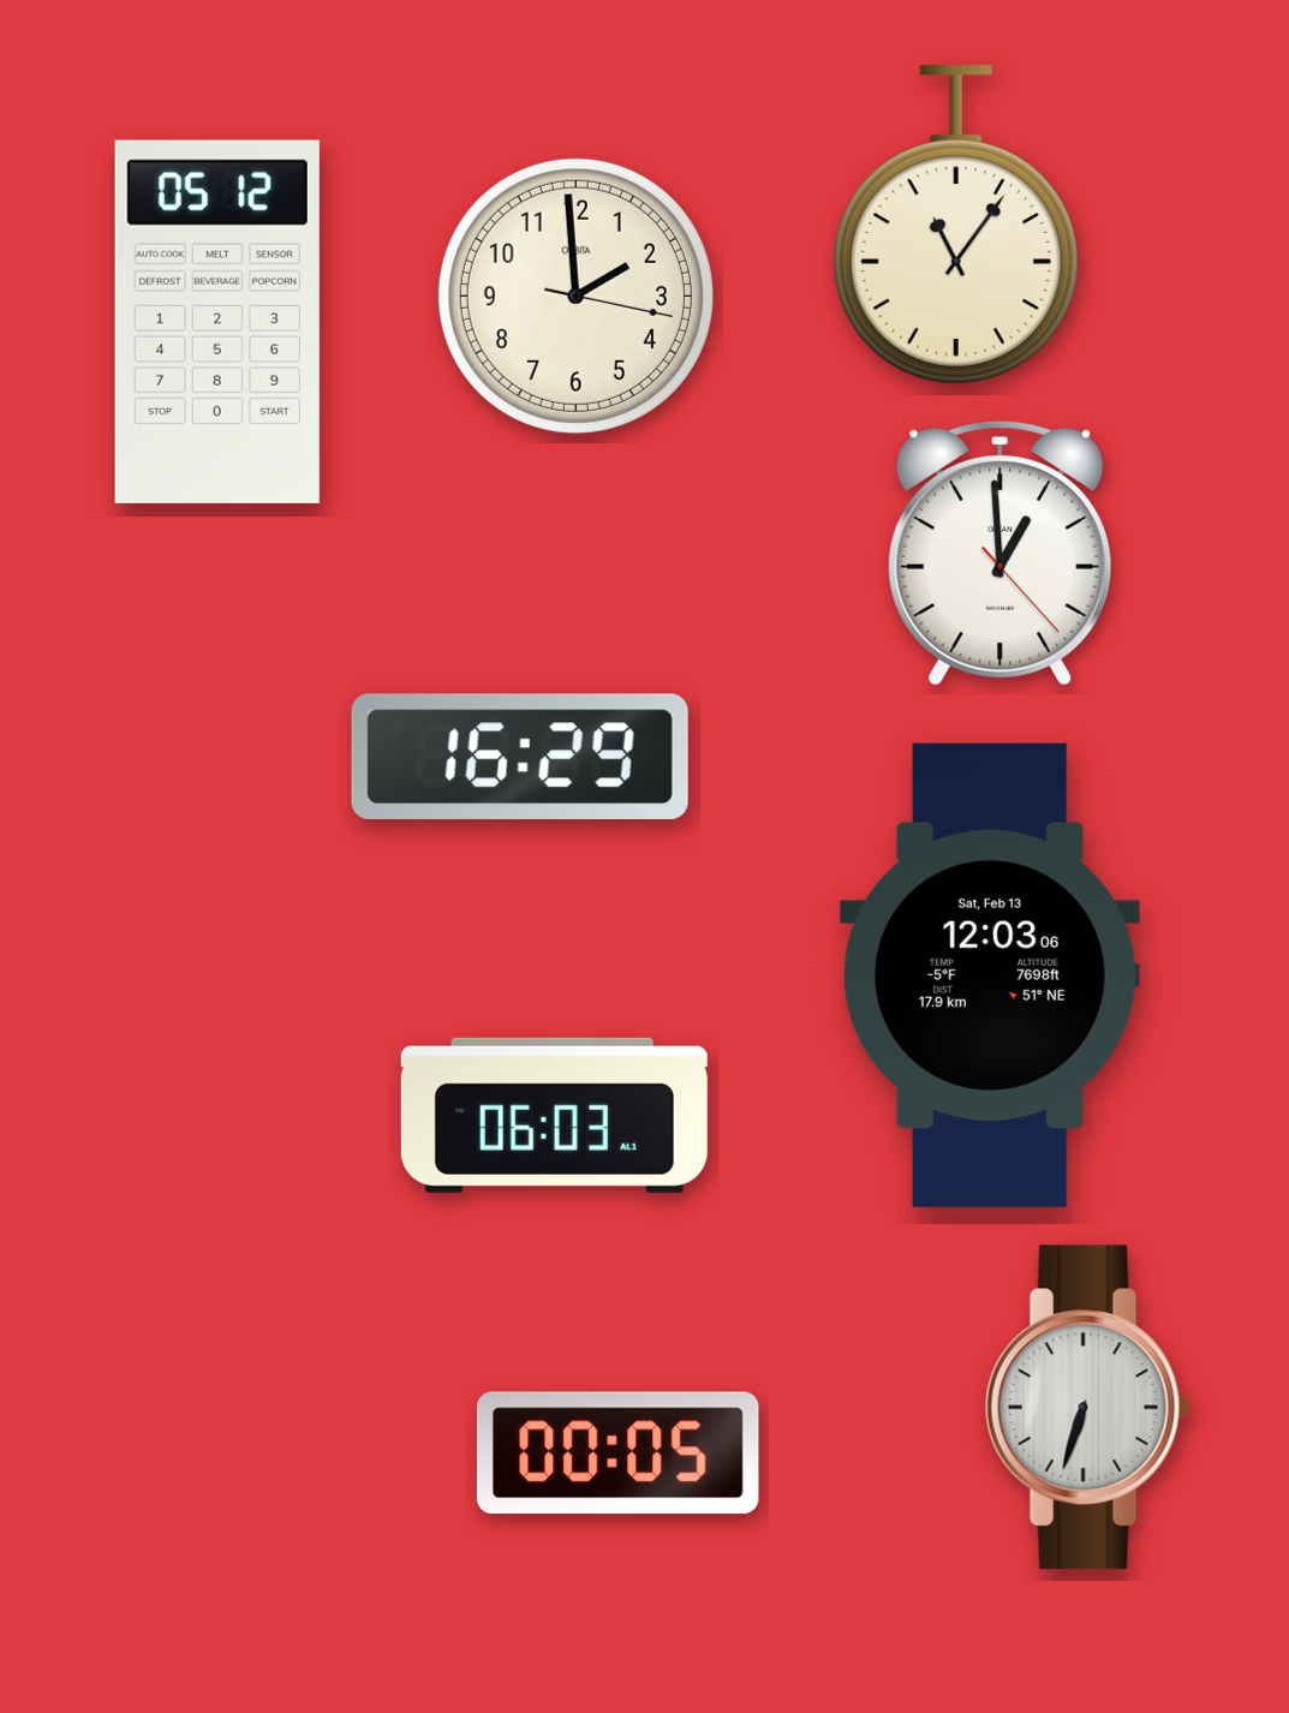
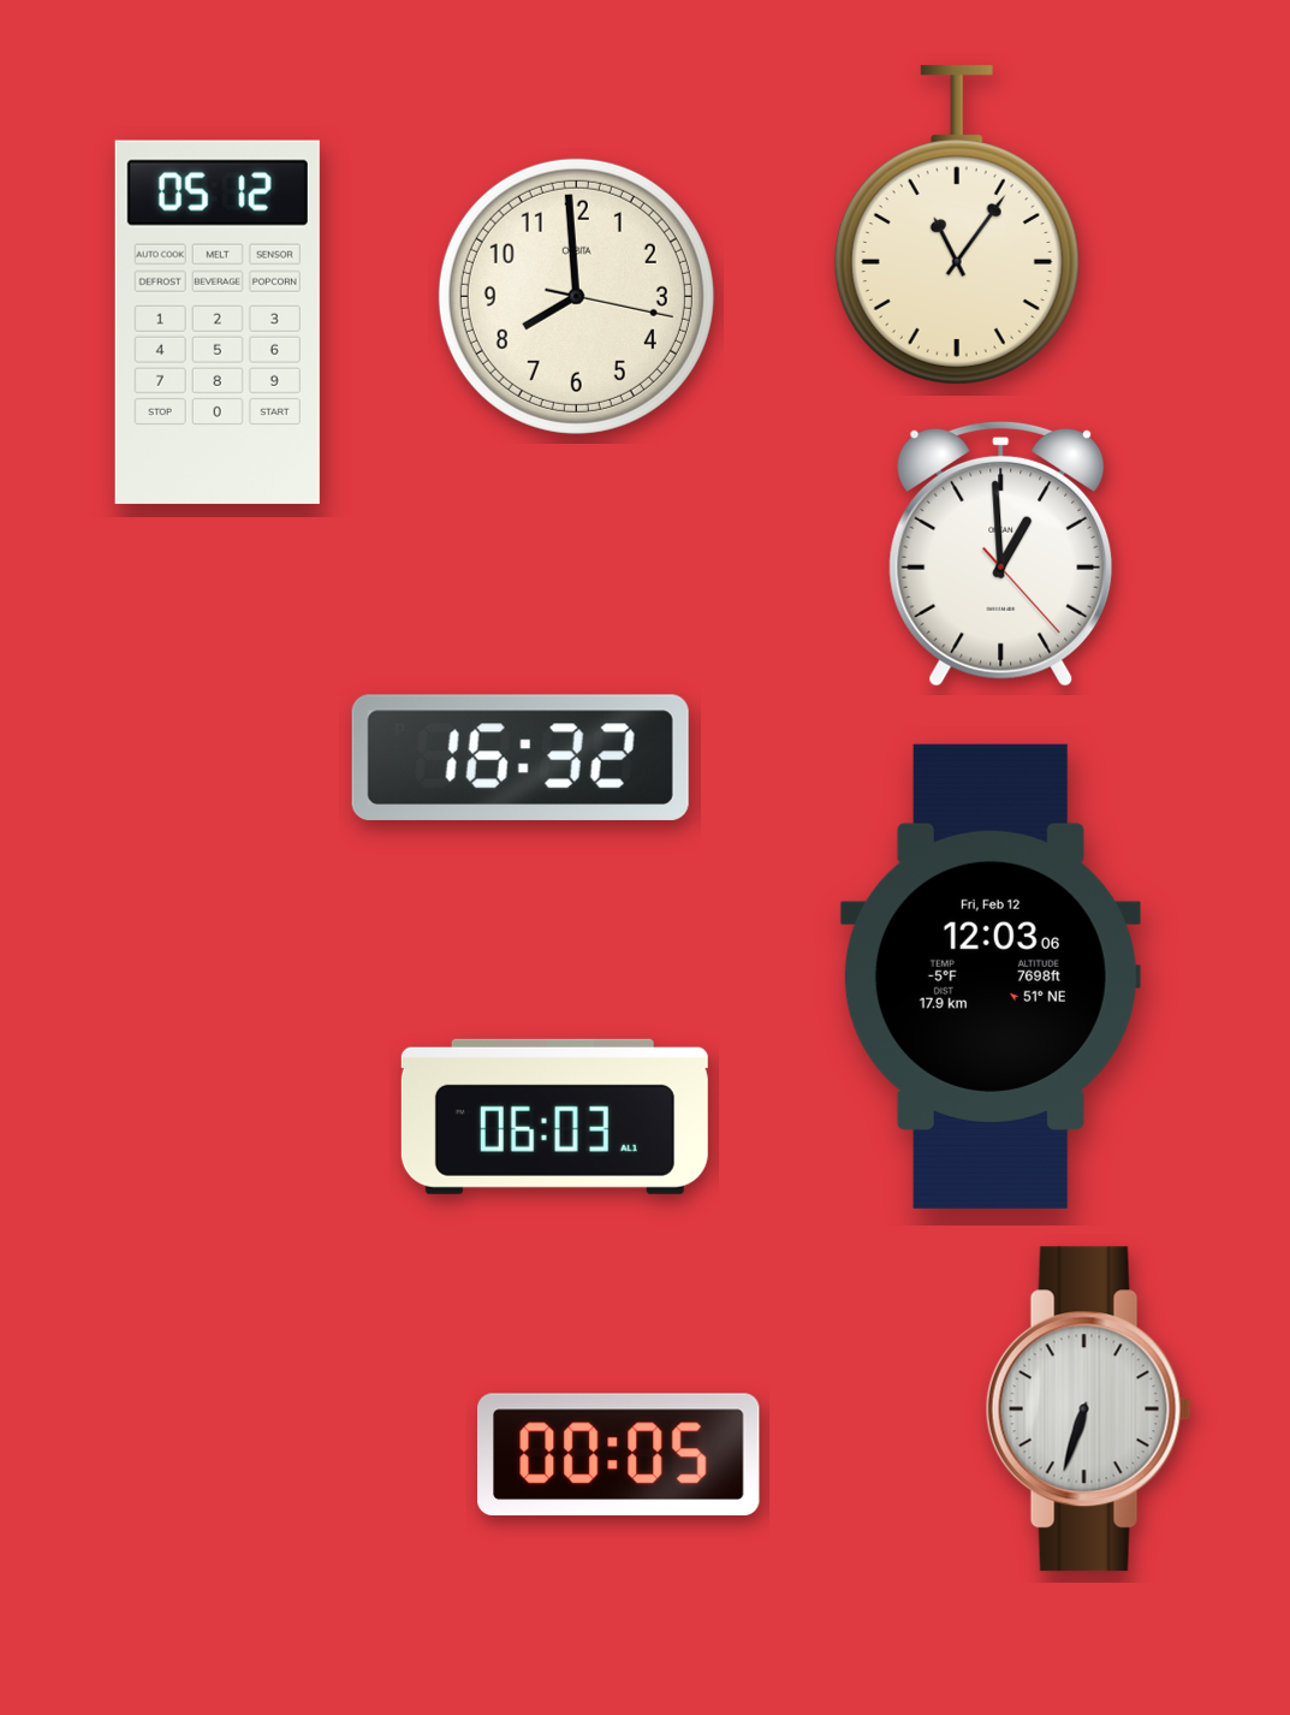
clock at (575, 296): 1:59 -> 7:59
clock at (520, 757): 16:29 -> 16:32
clock at (990, 975) date: Sat, Feb 13 -> Fri, Feb 12
